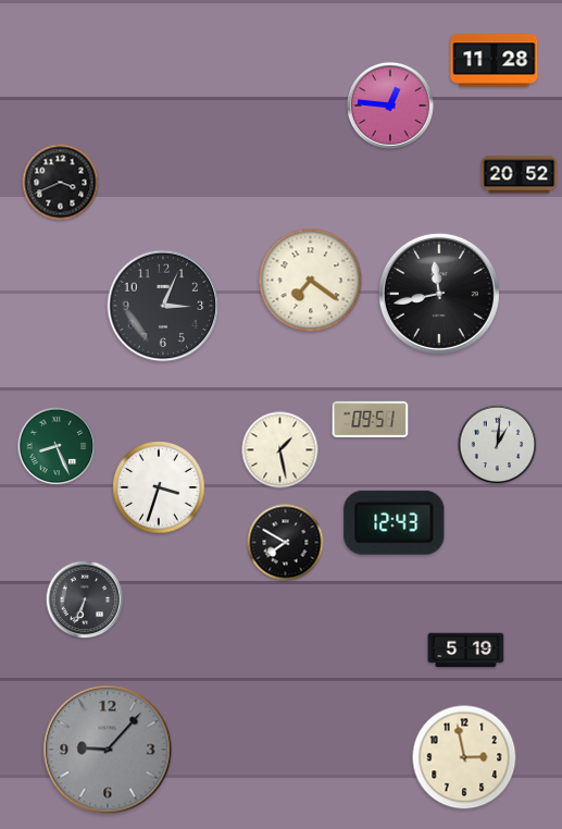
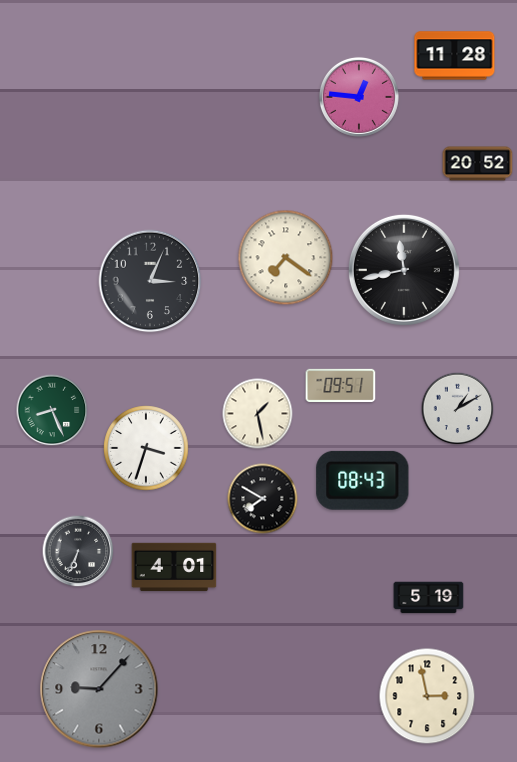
clock at (520, 175) position: (520, 175) -> (478, 164)
clock at (61, 183): 3:41 -> none
clock at (498, 445): 1:01 -> 1:10
clock at (395, 522): 12:43 -> 08:43
clock at (174, 567): none -> 4:01
